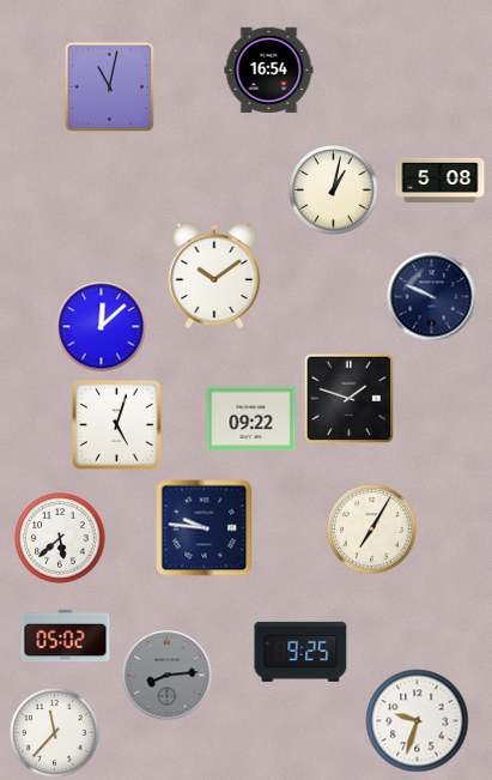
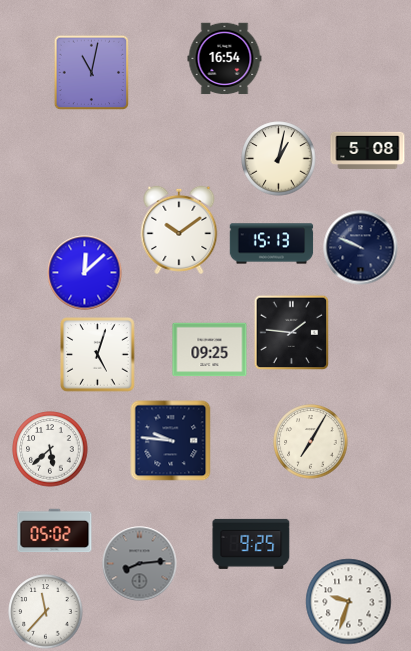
clock at (272, 244): none -> 15:13
clock at (350, 399): 1:48 -> 1:46
clock at (251, 419): 09:22 -> 09:25
